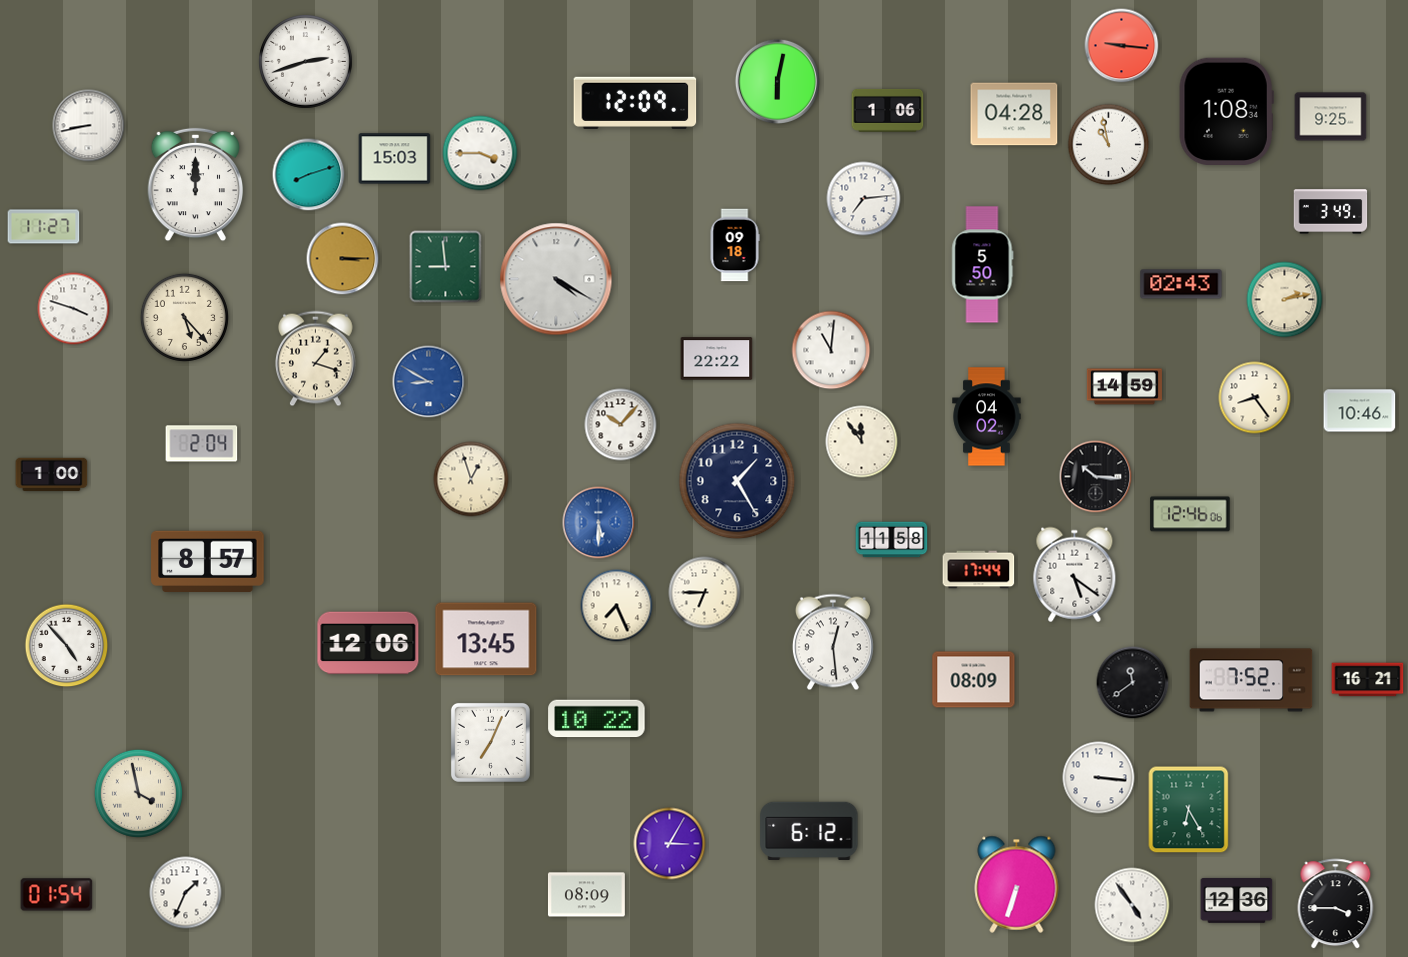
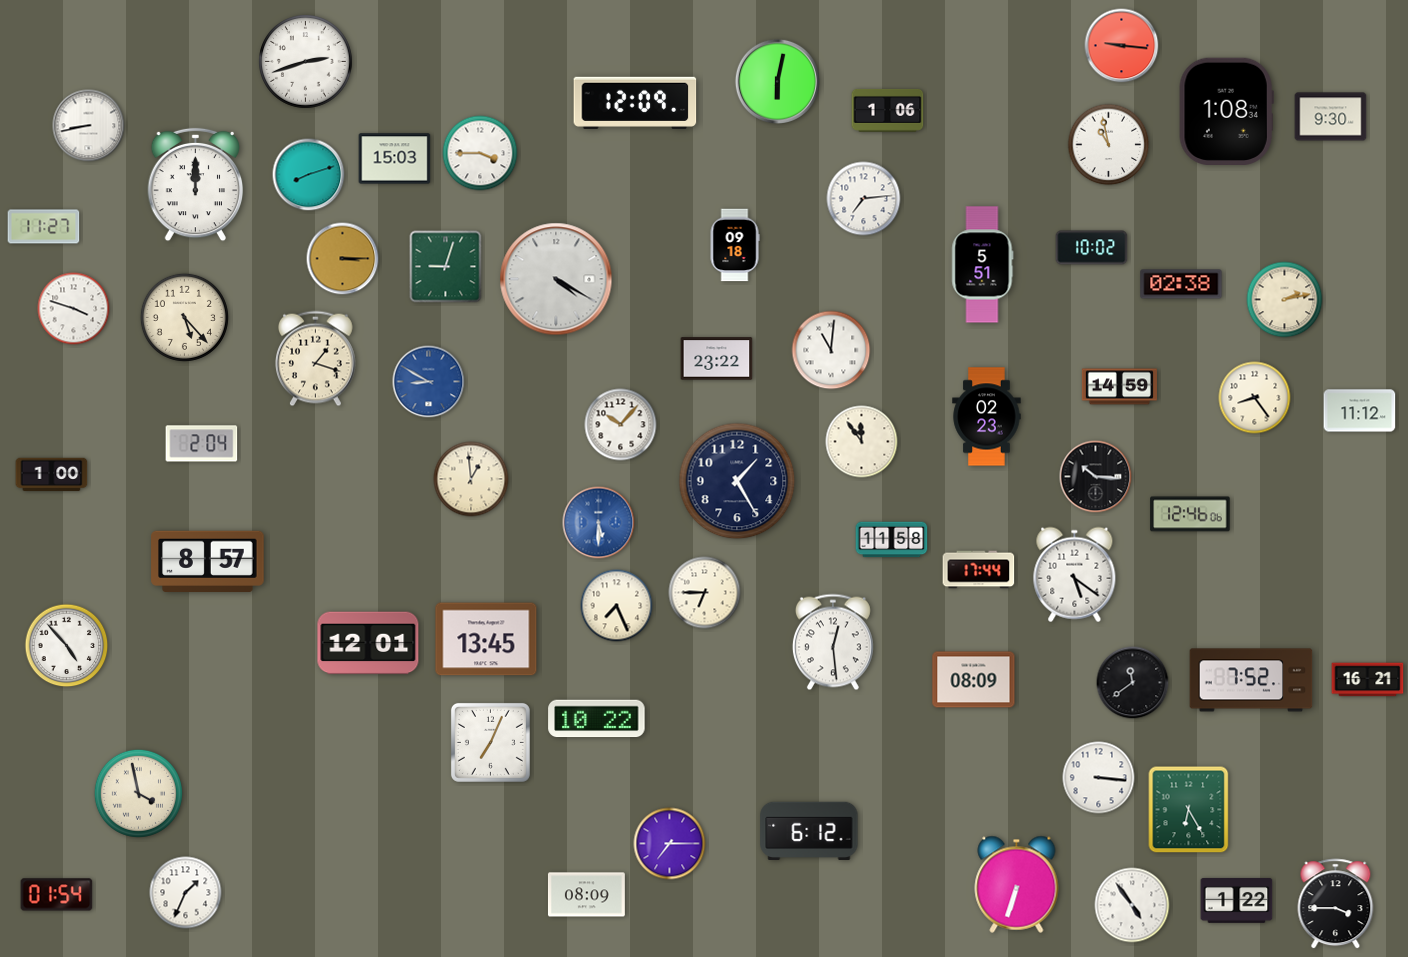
clock at (1014, 114): 04:28 -> none
clock at (1331, 117): 9:25 -> 9:30
clock at (1331, 212): 3:49 -> none
clock at (1092, 248): none -> 10:02
clock at (983, 265): 5:50 -> 5:51
clock at (446, 267): 8:59 -> 9:03
clock at (1181, 284): 02:43 -> 02:38
clock at (717, 359): 22:22 -> 23:22
clock at (1124, 387) position: (1124, 387) -> (1119, 387)
clock at (1360, 411): 10:46 -> 11:12
clock at (987, 417): 04:02 -> 02:23
clock at (471, 479): 12:57 -> 12:59
clock at (368, 643): 12:06 -> 12:01
clock at (670, 844): 3:05 -> 7:15
clock at (1237, 900): 12:36 -> 1:22
